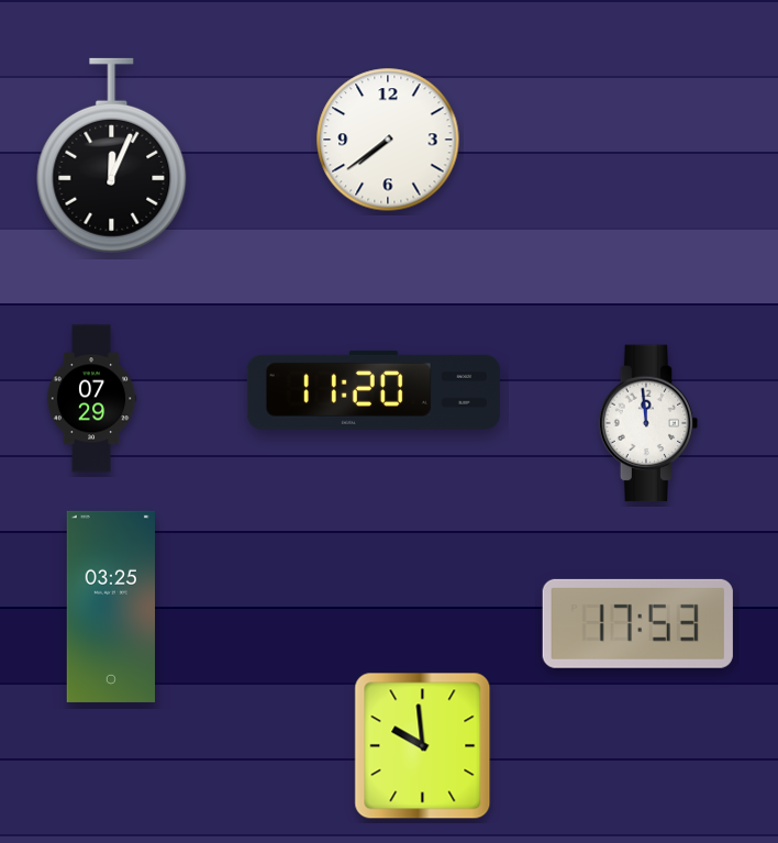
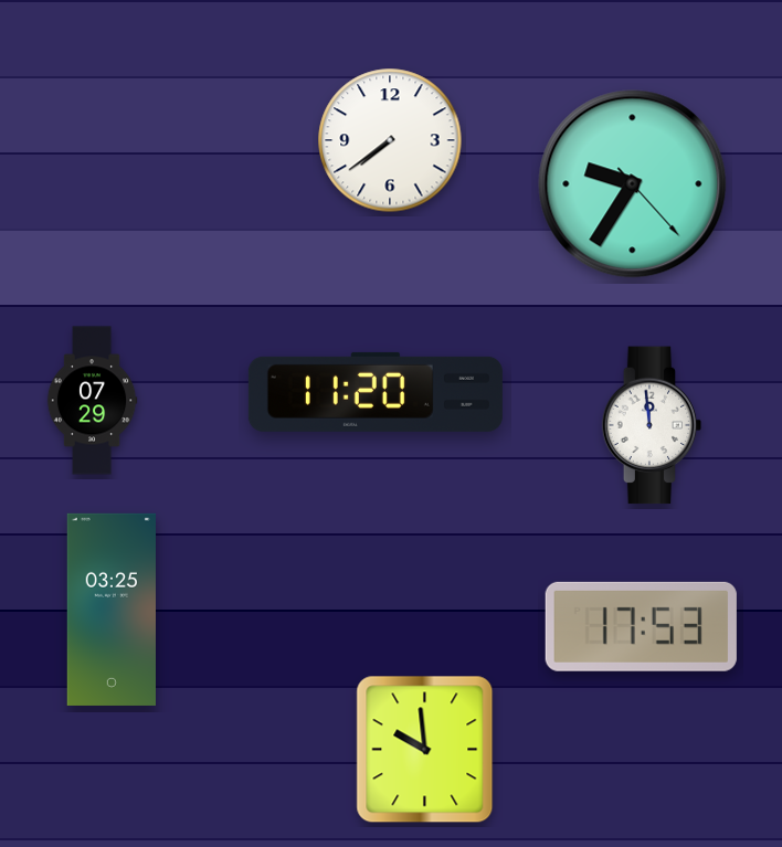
clock at (112, 155): 12:04 -> none
clock at (633, 184): none -> 9:35
